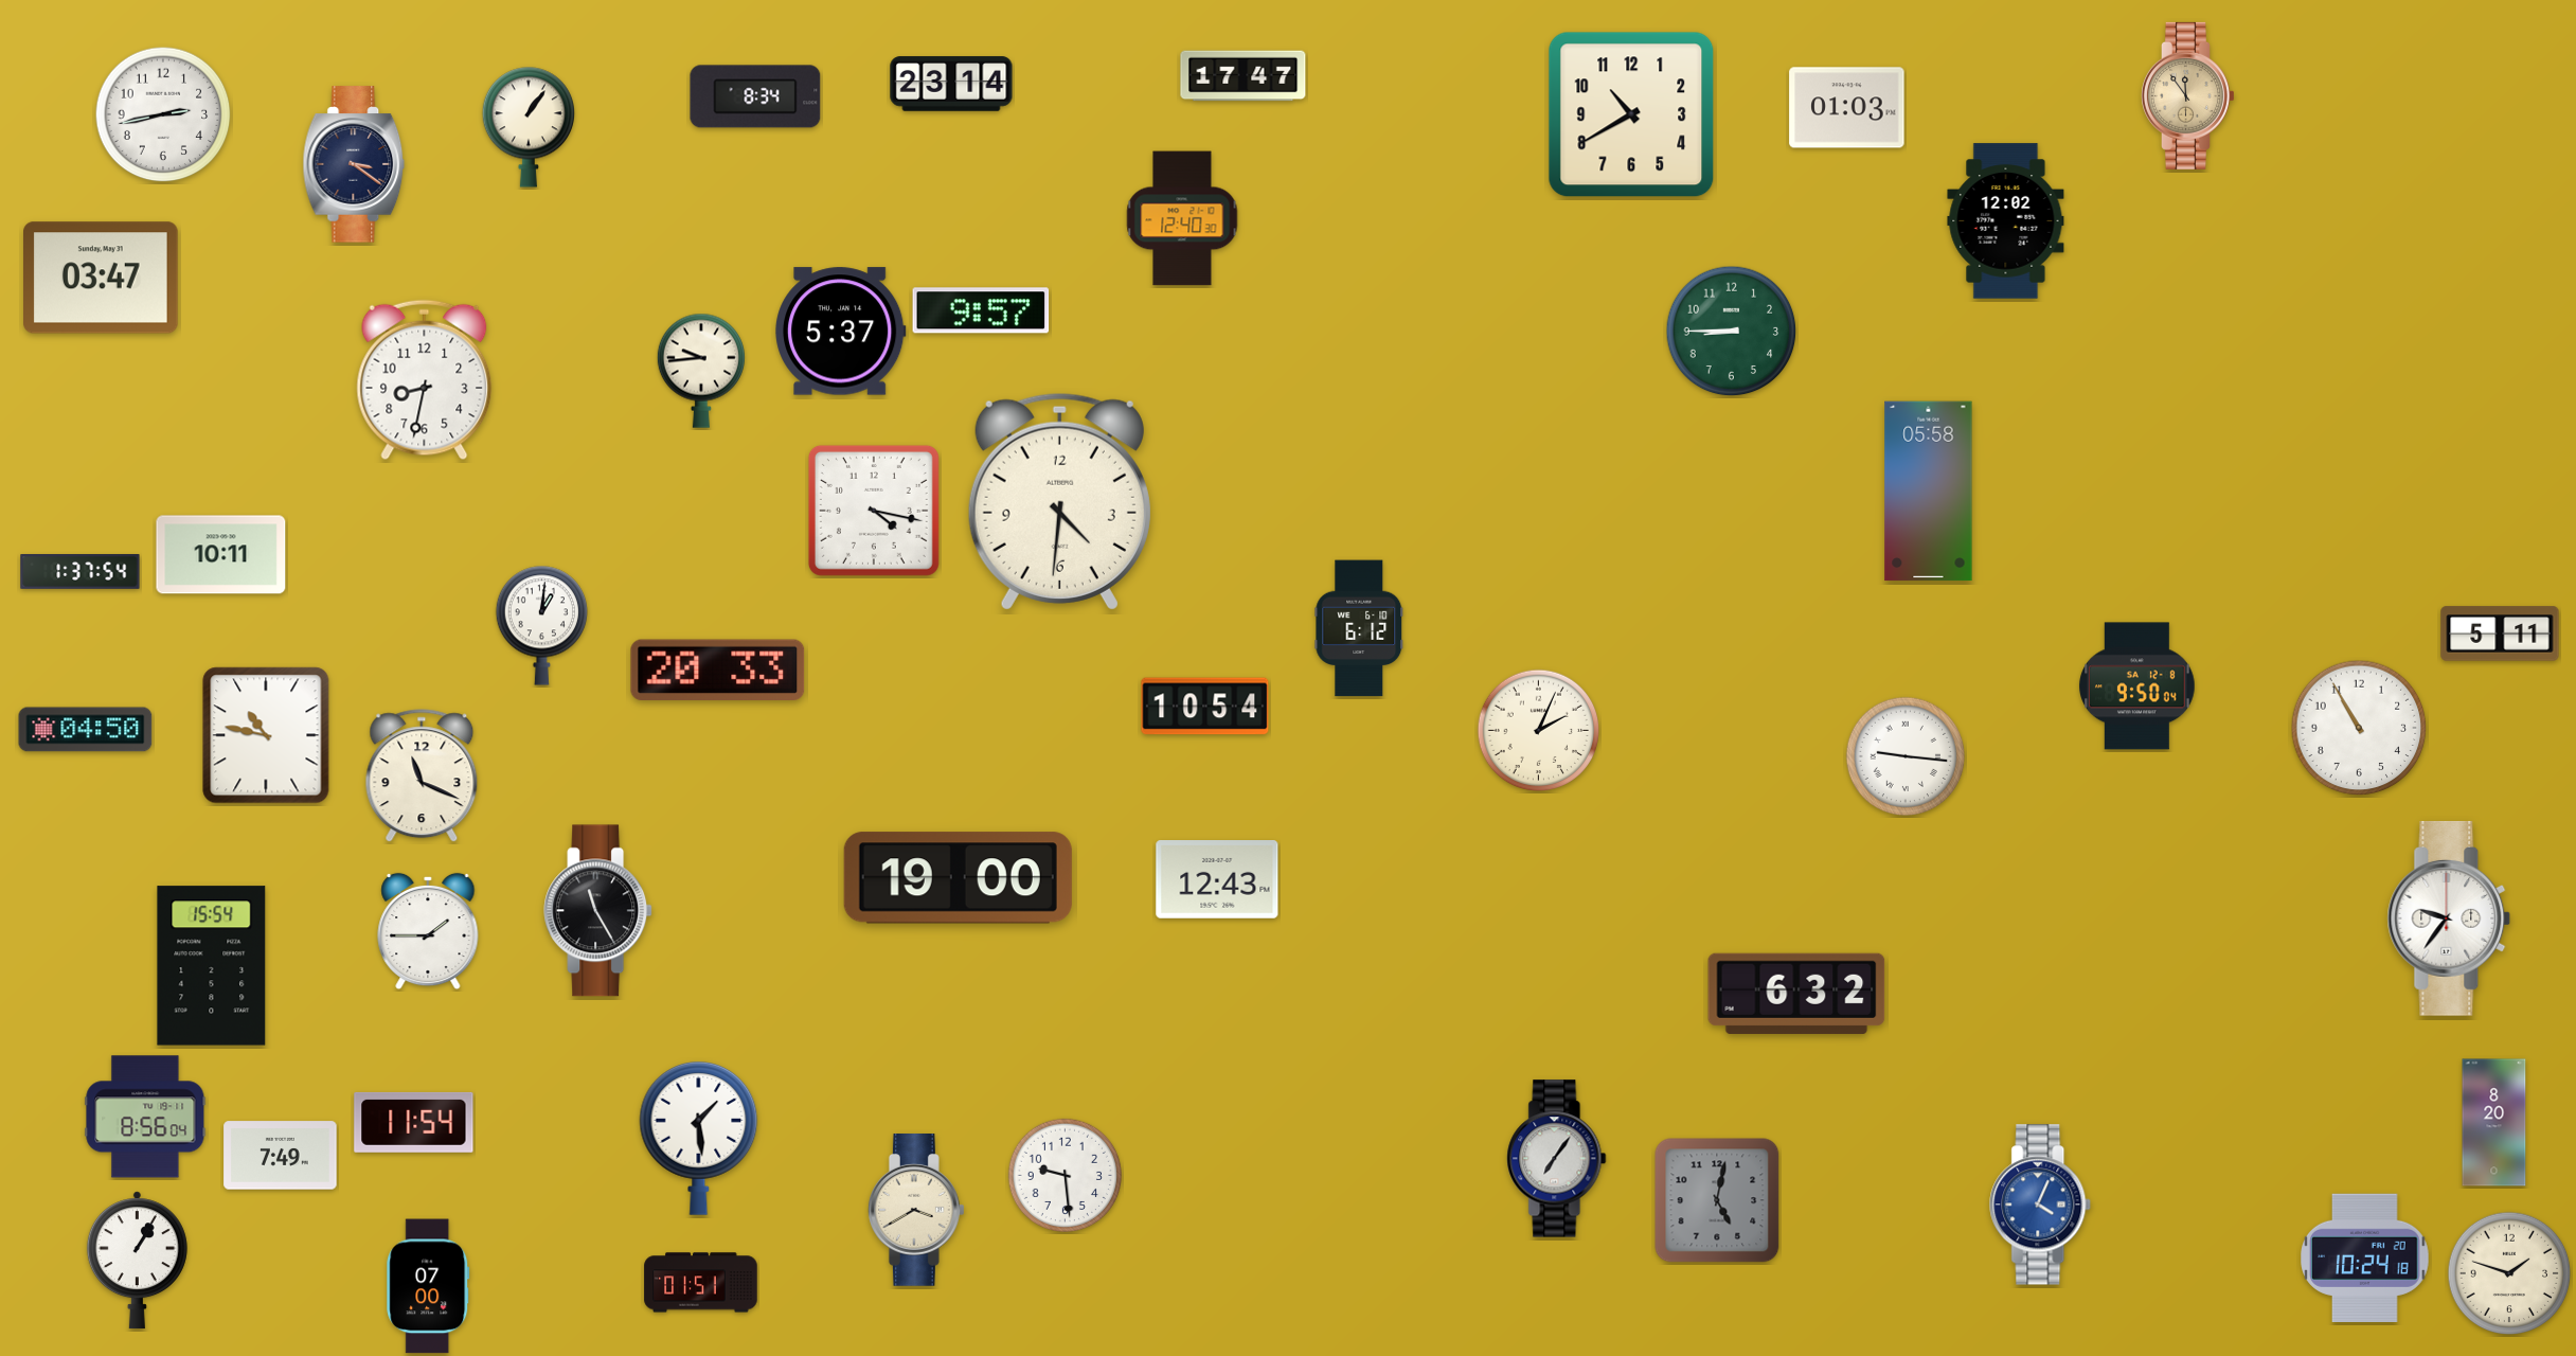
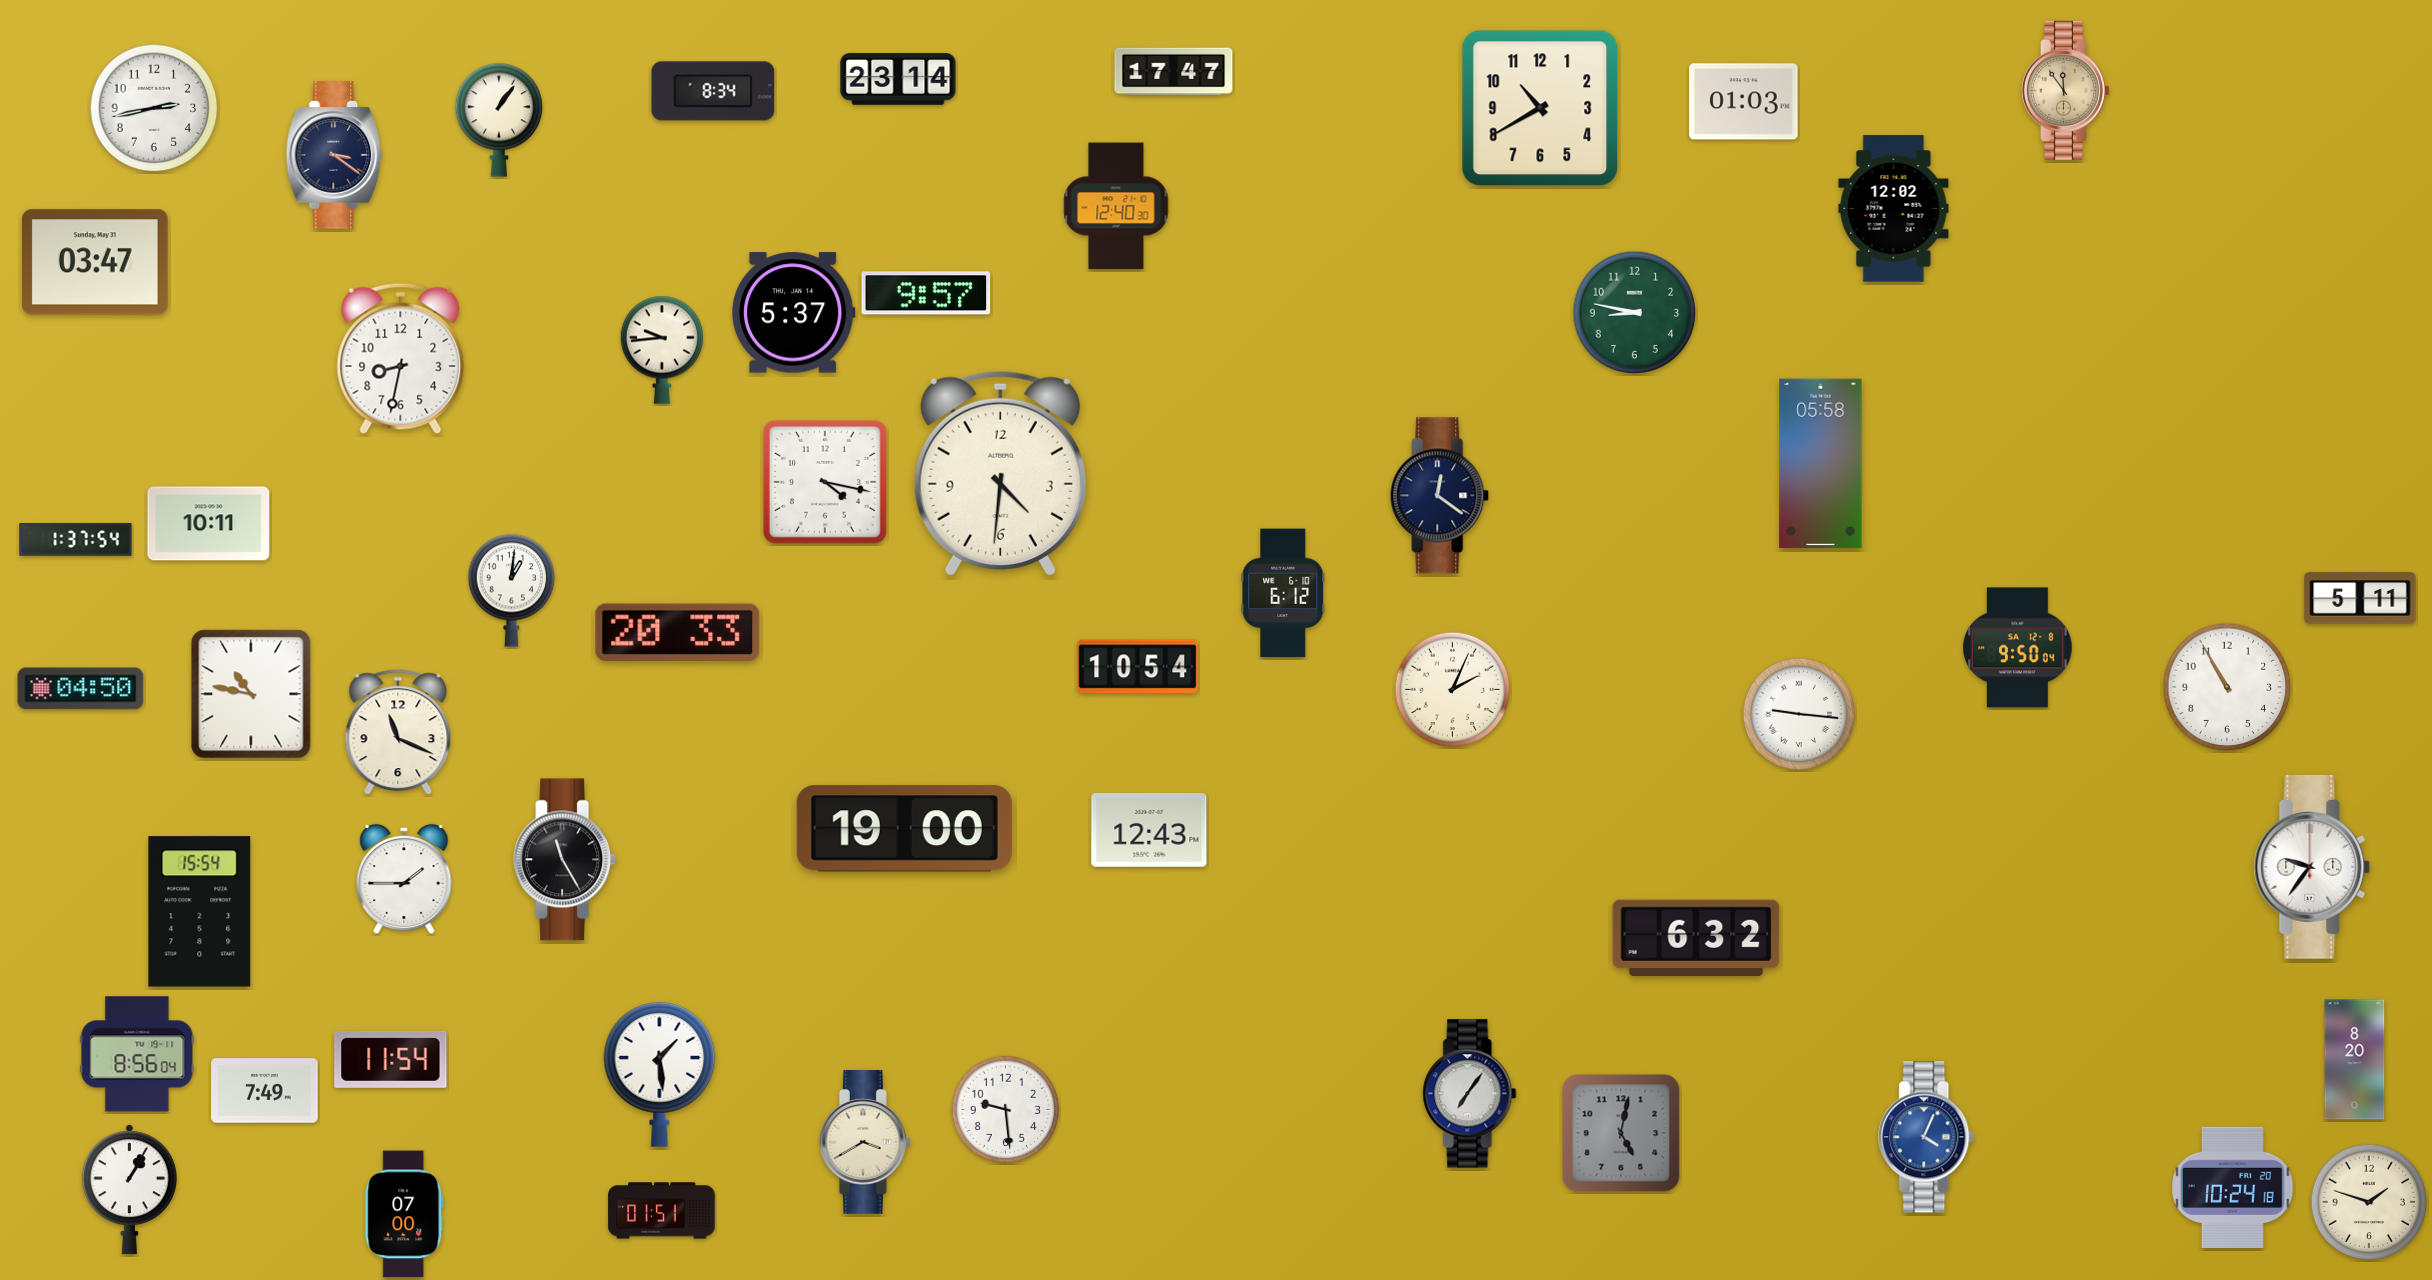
clock at (1732, 332): 8:45 -> 8:47
clock at (1440, 496): none -> 12:21
